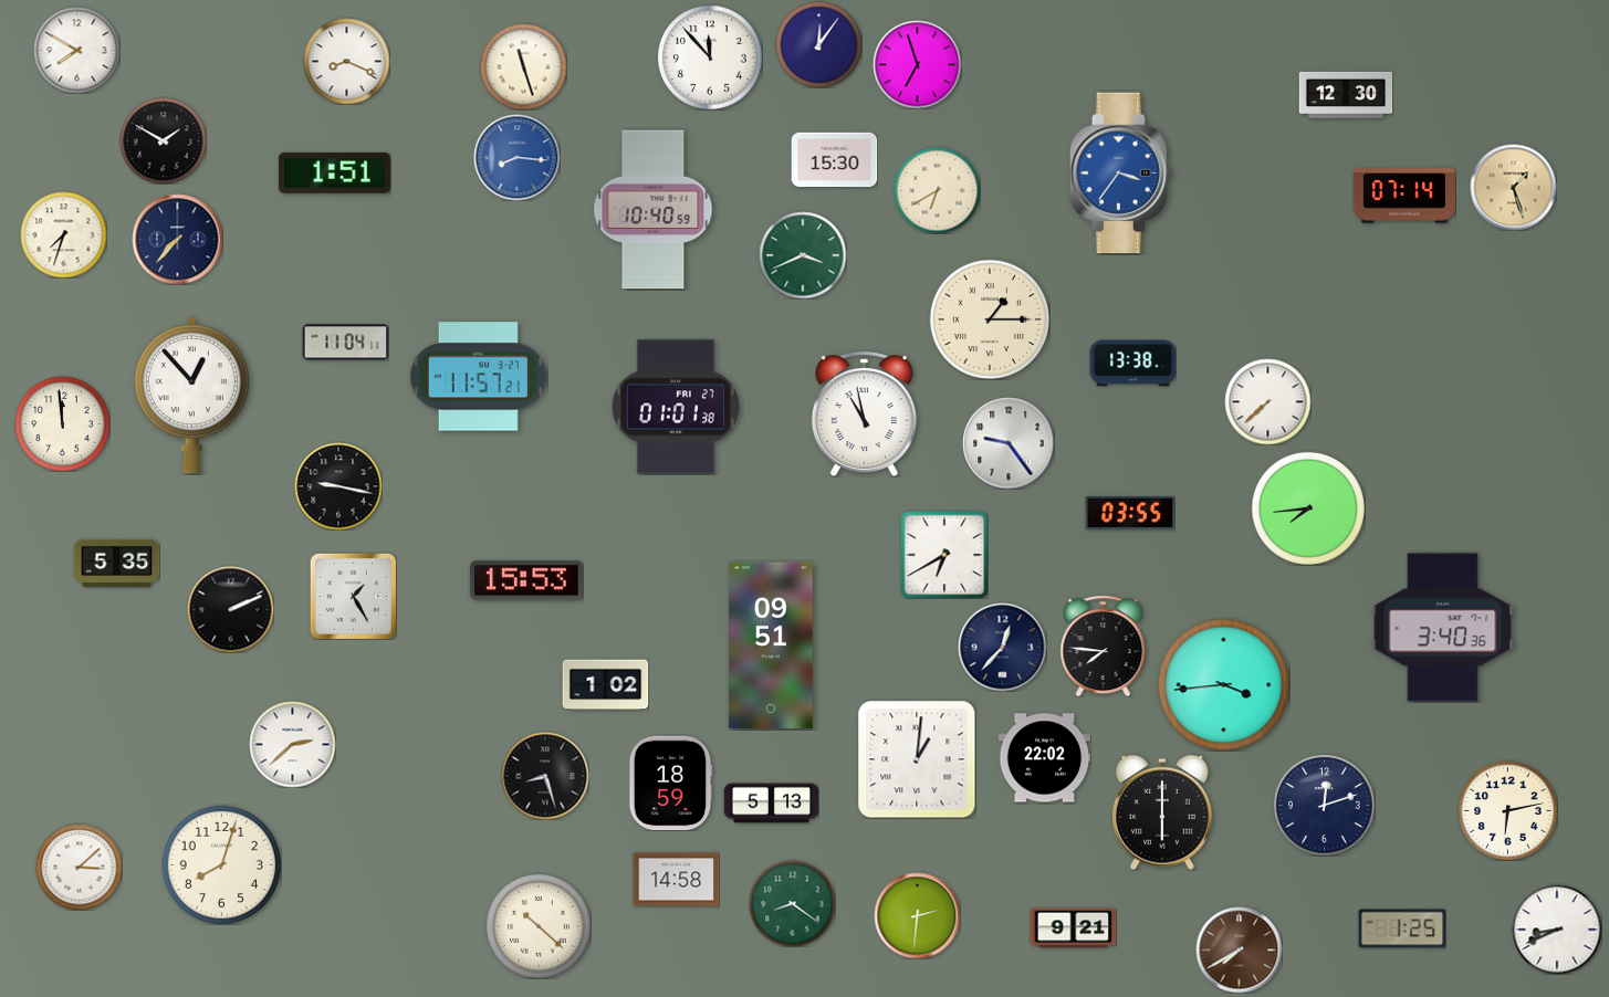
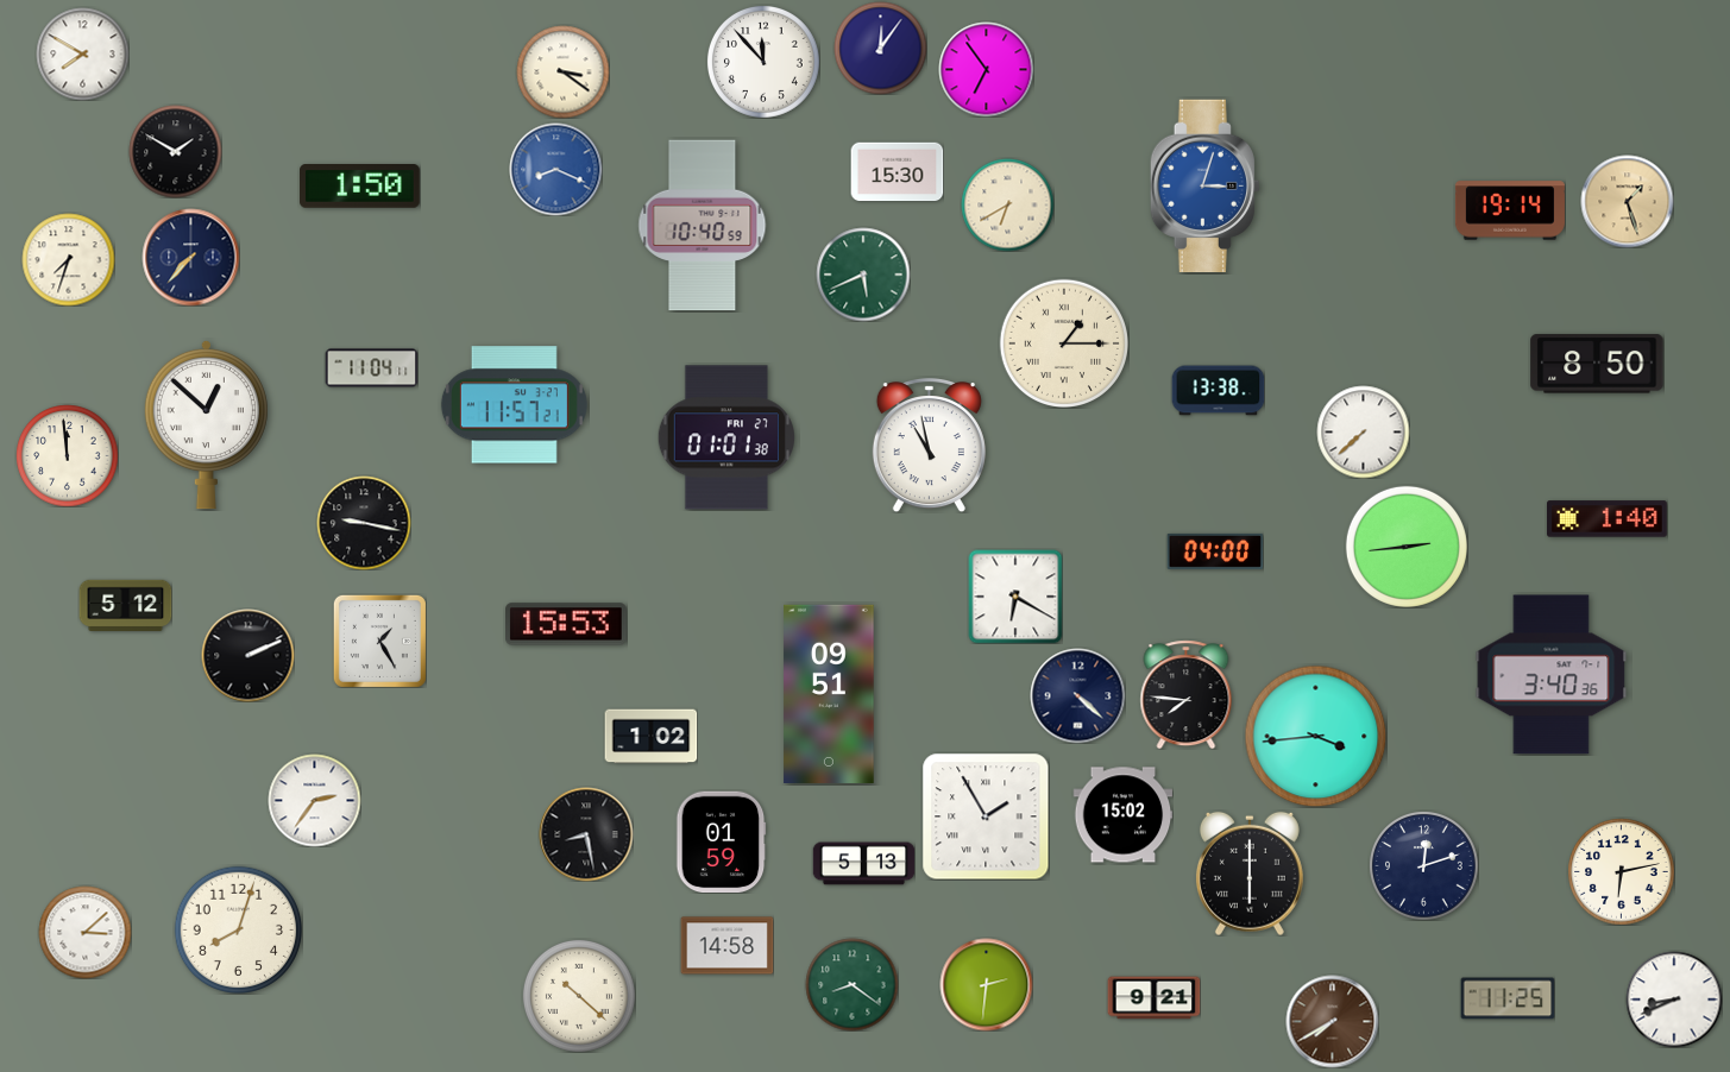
clock at (346, 61): 8:19 -> none
clock at (917, 64): 6:57 -> 6:54
clock at (523, 66): 11:27 -> 3:21
clock at (1346, 95): 12:30 -> none
clock at (516, 157): 8:16 -> 8:19
clock at (335, 174): 1:51 -> 1:50
clock at (1120, 174): 3:36 -> 3:03
clock at (1404, 196): 07:14 -> 19:14
clock at (63, 234) position: (63, 234) -> (68, 259)
clock at (803, 255): 3:41 -> 5:41
clock at (1597, 364): none -> 8:50
clock at (191, 395): 12:53 -> 12:52
clock at (1009, 443): 9:24 -> none
clock at (1608, 519): none -> 1:40
clock at (1308, 508): 7:44 -> 2:44
clock at (1130, 513): 03:55 -> 04:00
clock at (944, 555): 6:40 -> 6:20
clock at (116, 563): 5:35 -> 5:12
clock at (1002, 647): 12:37 -> 4:22
clock at (292, 744): 2:38 -> 2:36
clock at (1044, 758): 22:02 -> 15:02
clock at (917, 759): 1:01 -> 1:55
clock at (545, 776): 8:27 -> 8:28
clock at (671, 783): 18:59 -> 01:59
clock at (771, 804) position: (771, 804) -> (863, 864)
clock at (792, 903) position: (792, 903) -> (851, 984)
clock at (1402, 928): 1:25 -> 11:25
